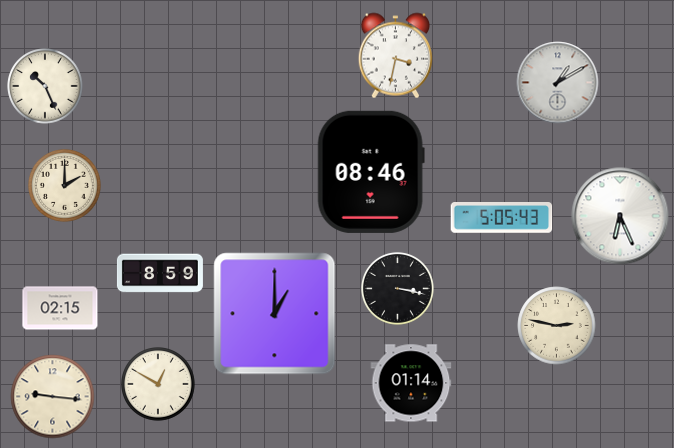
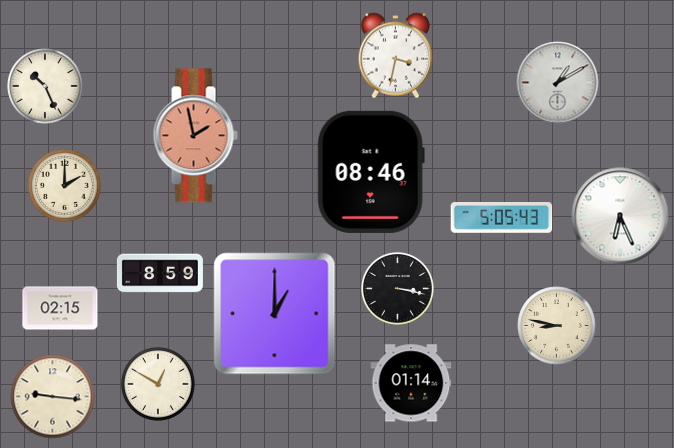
clock at (195, 136): none -> 1:58
clock at (557, 326): 2:47 -> 8:47
